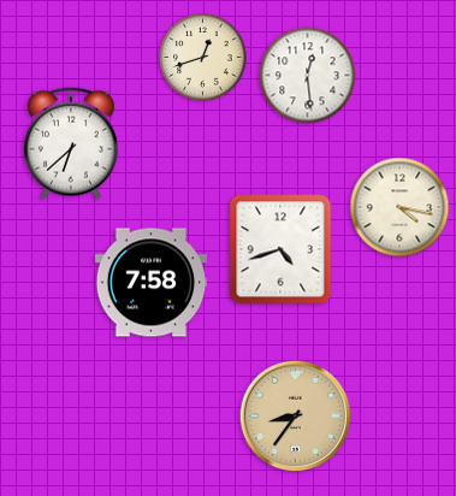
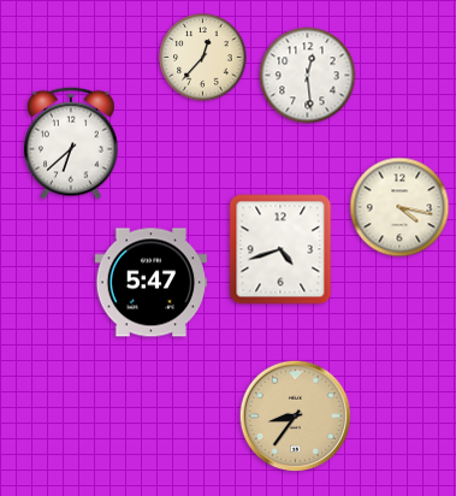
clock at (203, 58): 12:42 -> 12:37
clock at (152, 283): 7:58 -> 5:47
